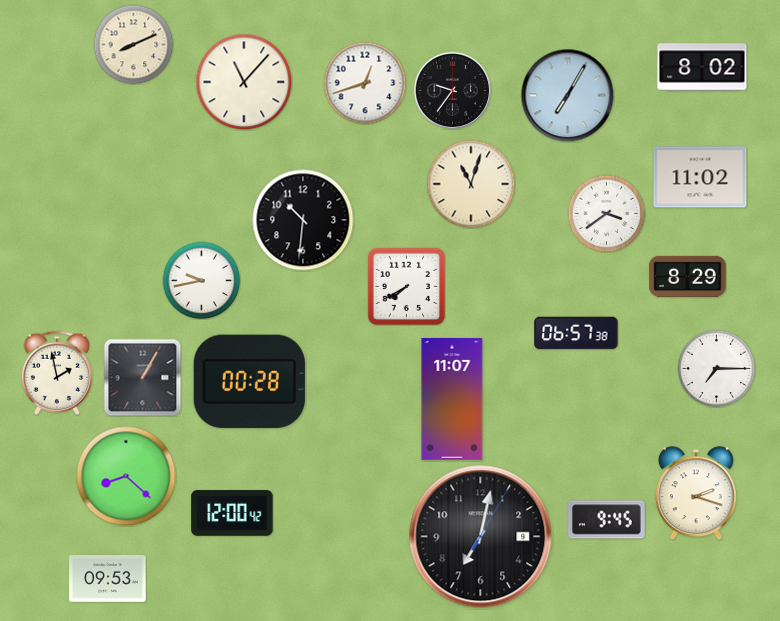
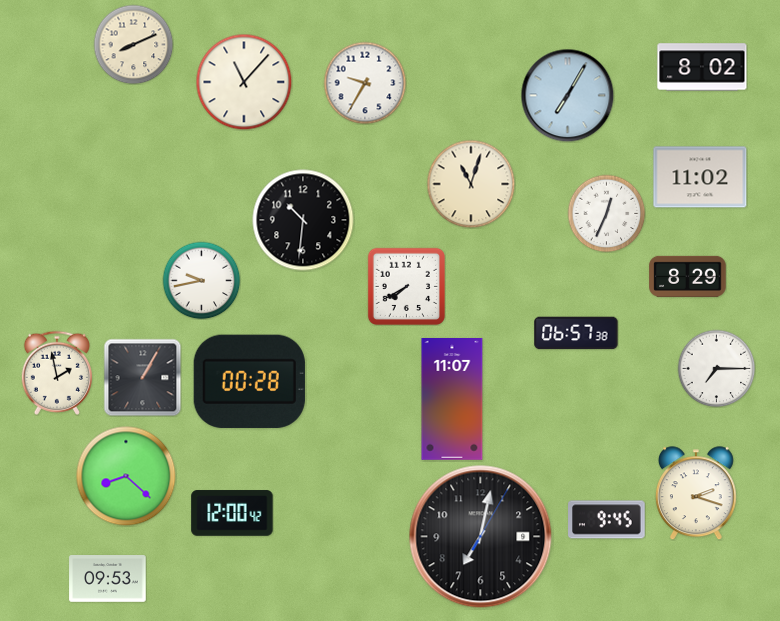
clock at (365, 83): 12:42 -> 9:35
clock at (452, 90): 9:36 -> none
clock at (606, 213): 3:39 -> 12:34
